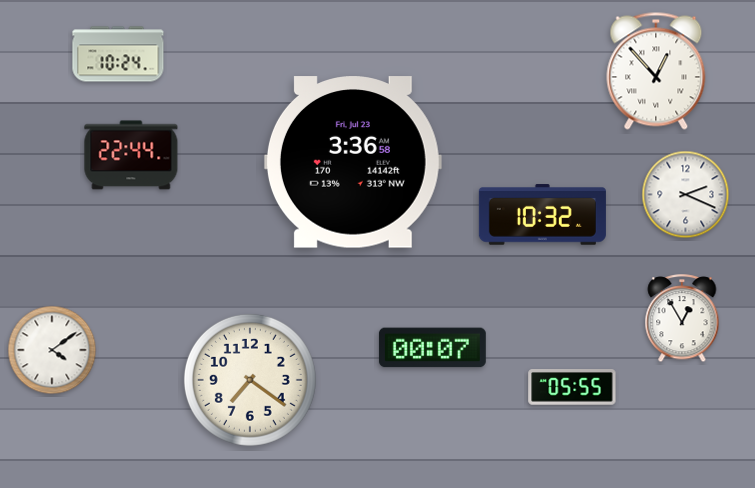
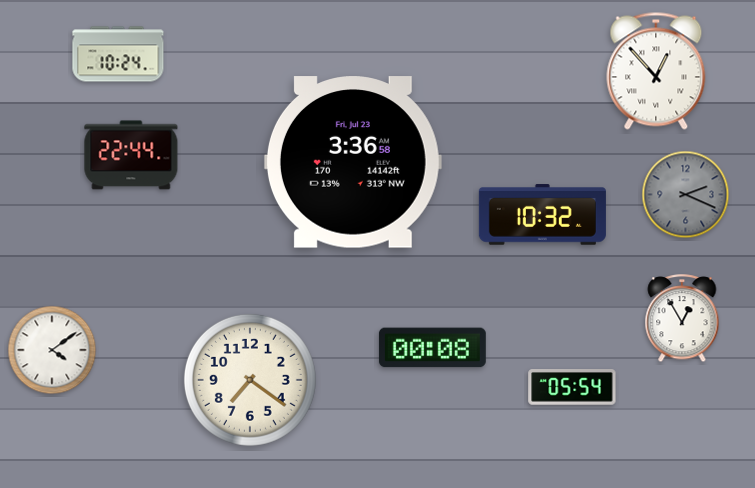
clock at (686, 195) dial: white -> grey
clock at (432, 348): 00:07 -> 00:08
clock at (572, 387): 05:55 -> 05:54
